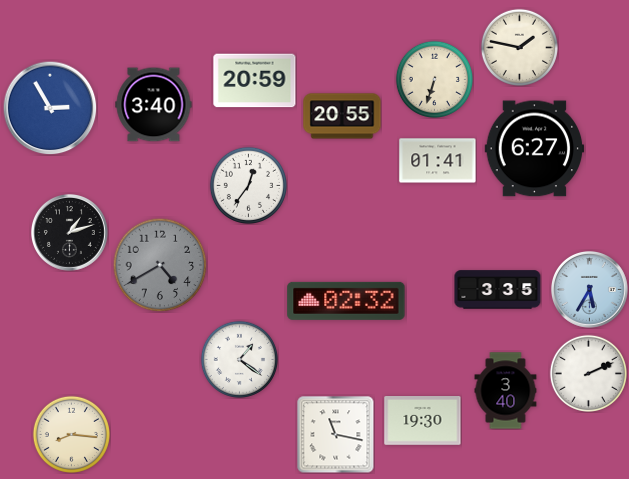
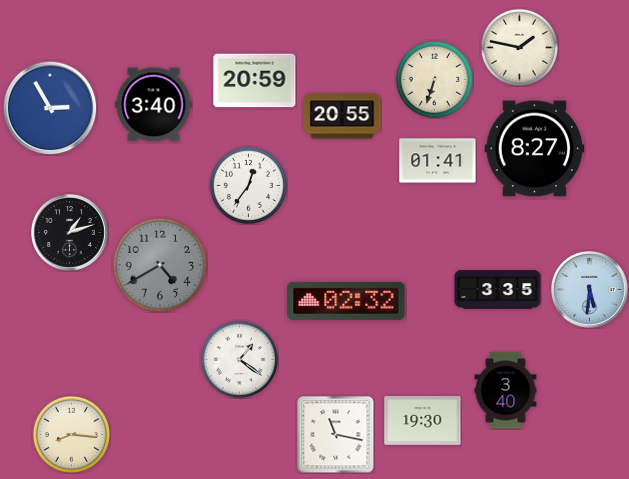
clock at (535, 149): 6:27 -> 8:27
clock at (590, 290): 5:35 -> 5:31
clock at (588, 373): 2:11 -> none
